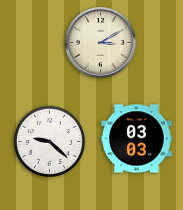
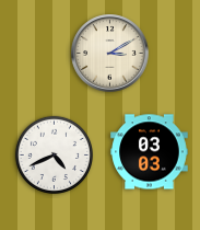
clock at (101, 43) position: (101, 43) -> (110, 54)
clock at (49, 141): 9:22 -> 4:41
